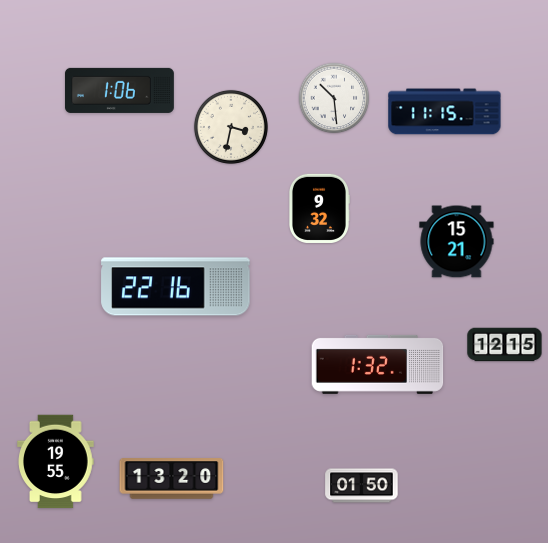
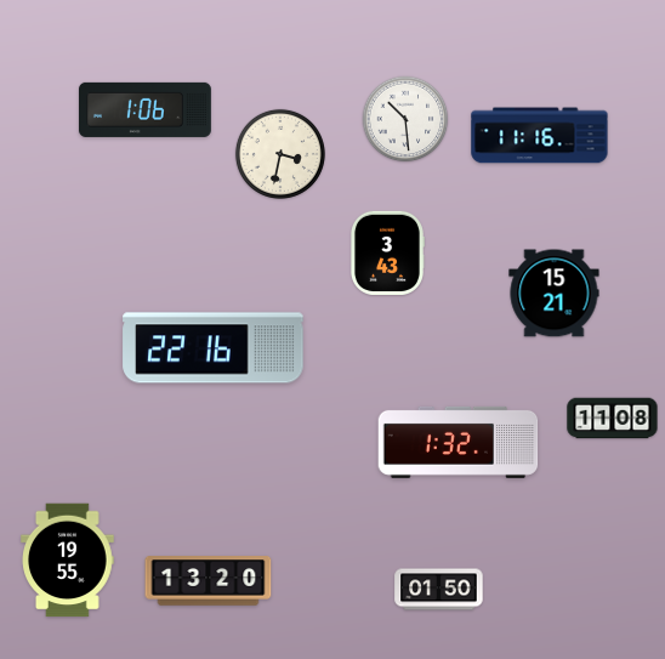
clock at (445, 112): 11:15 -> 11:16
clock at (319, 208): 9:32 -> 3:43
clock at (505, 345): 12:15 -> 11:08
